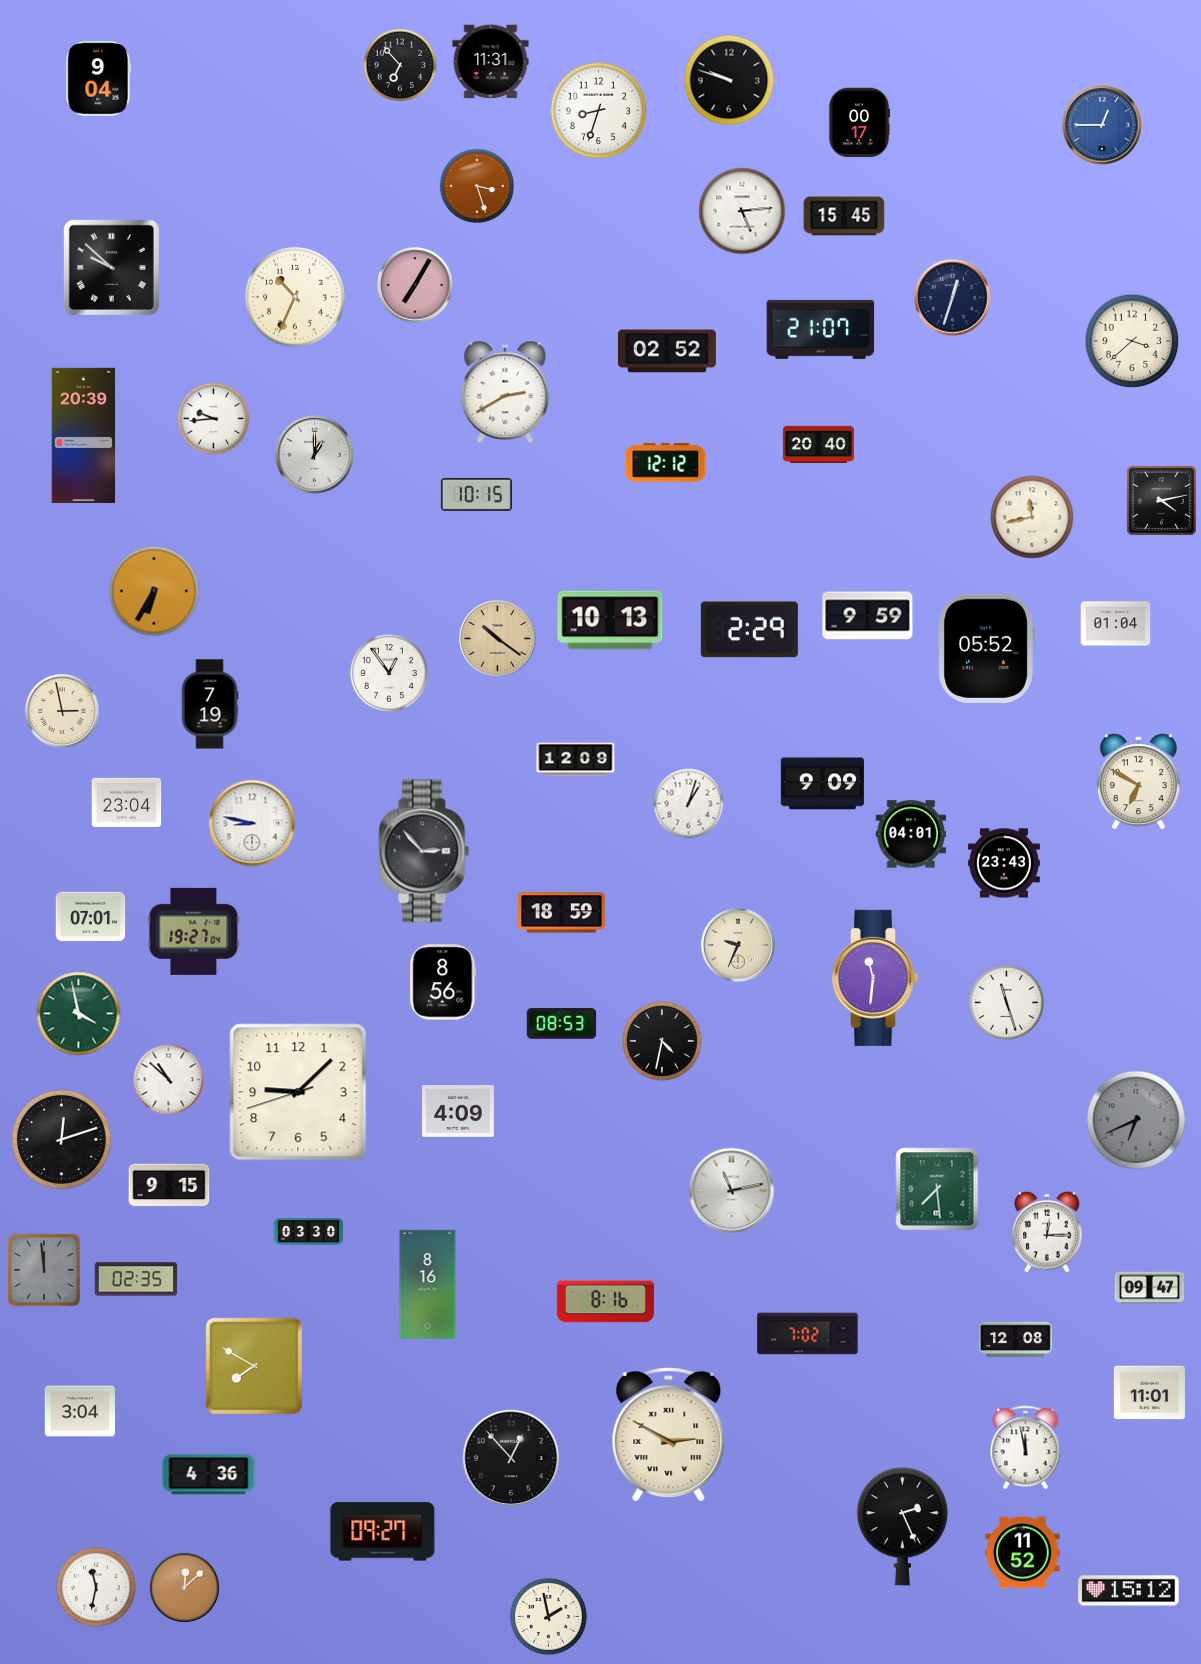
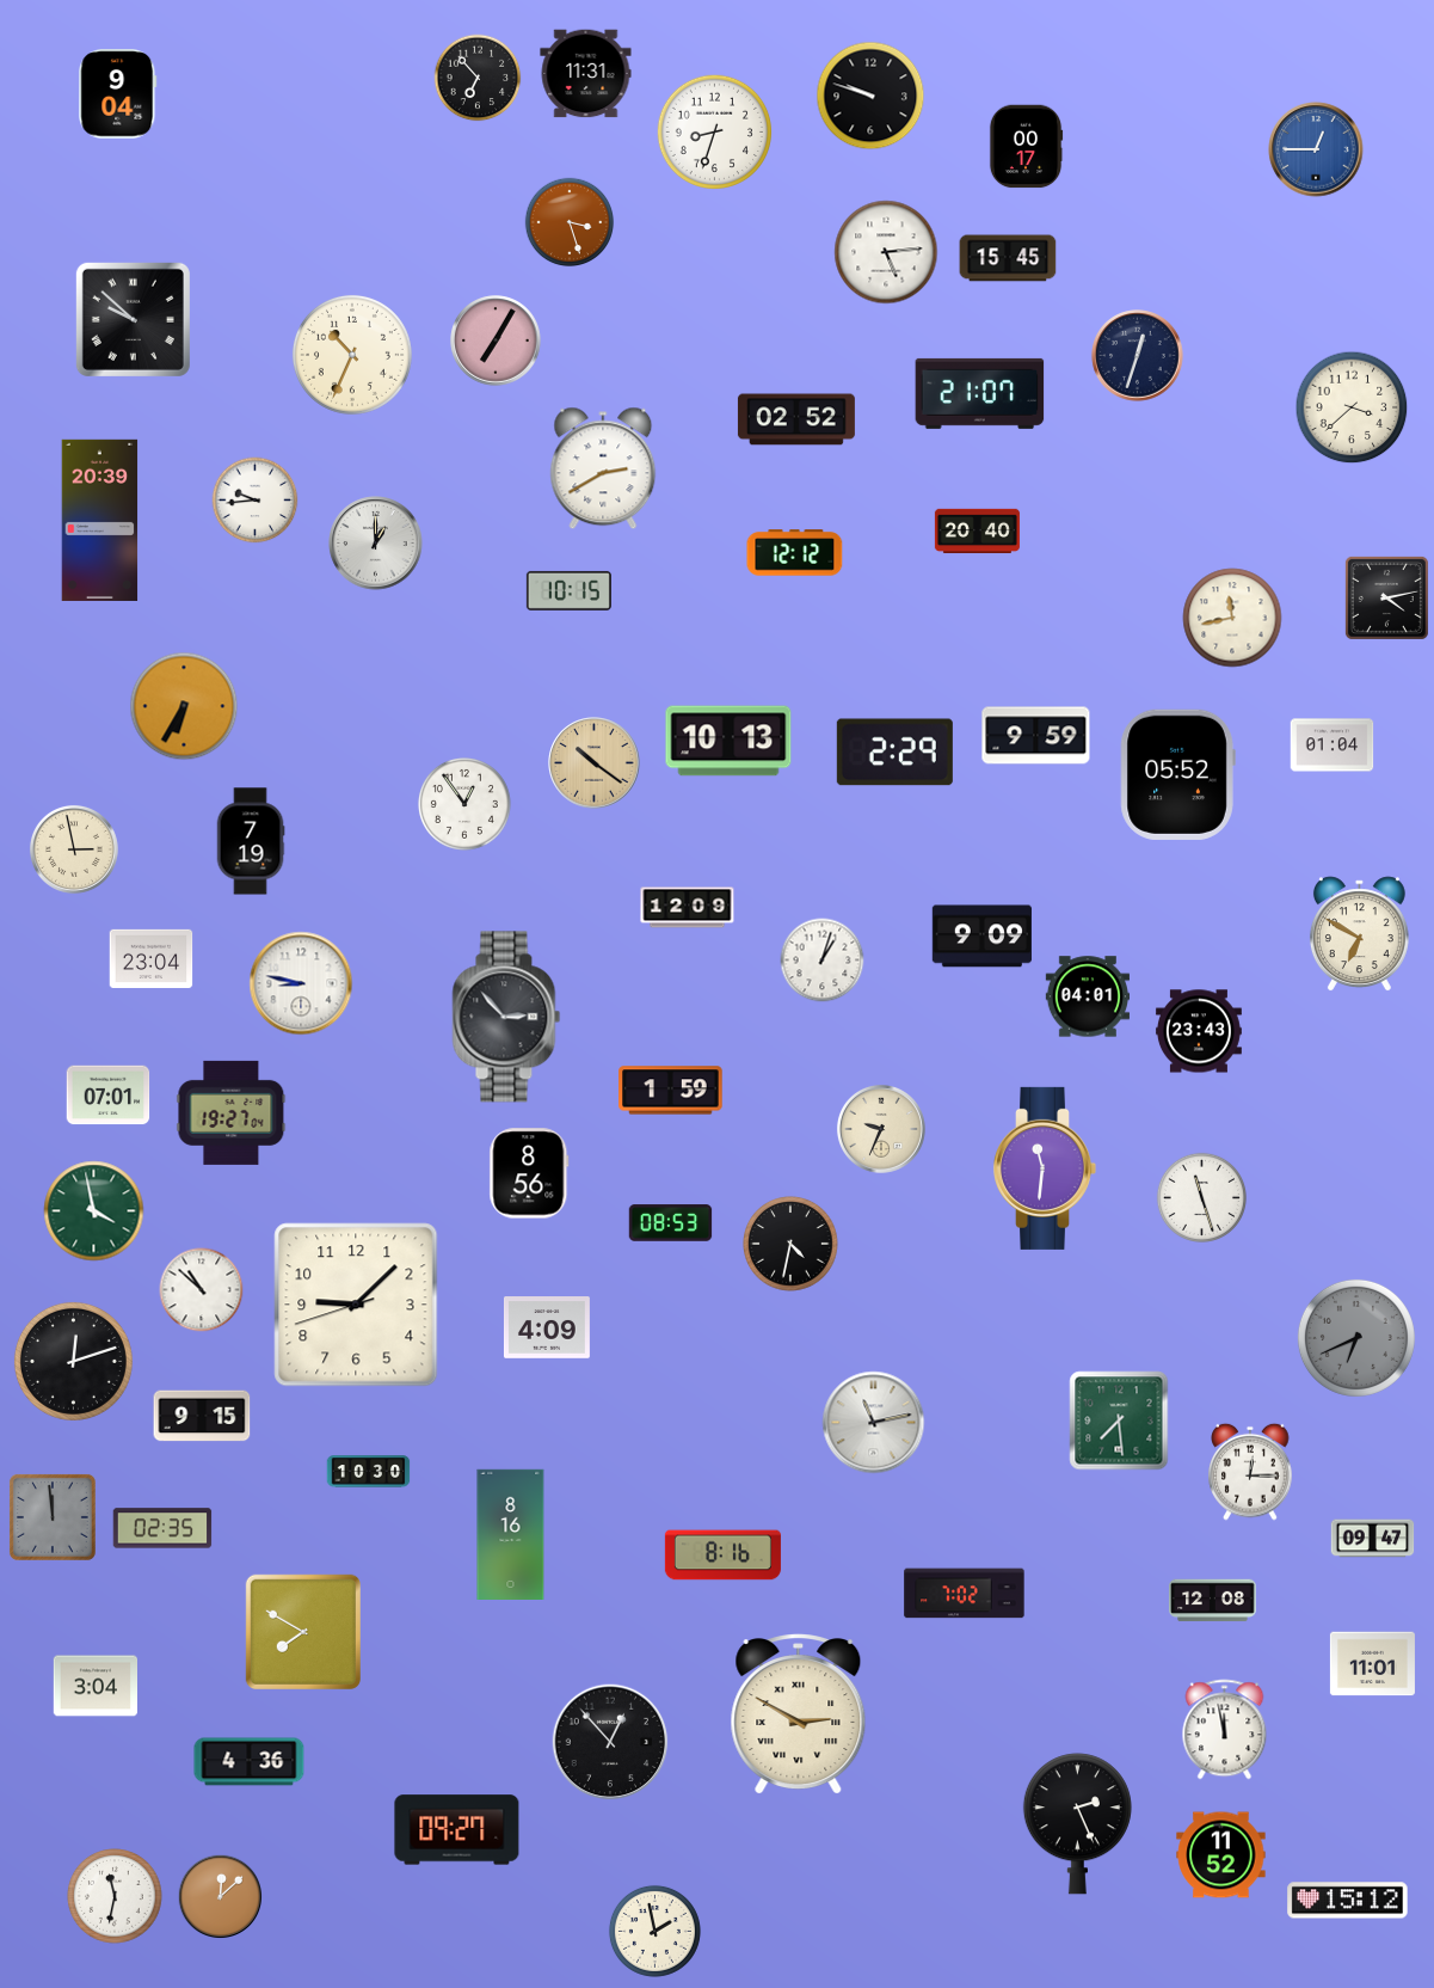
clock at (562, 913): 18:59 -> 1:59
clock at (309, 1232): 03:30 -> 10:30
